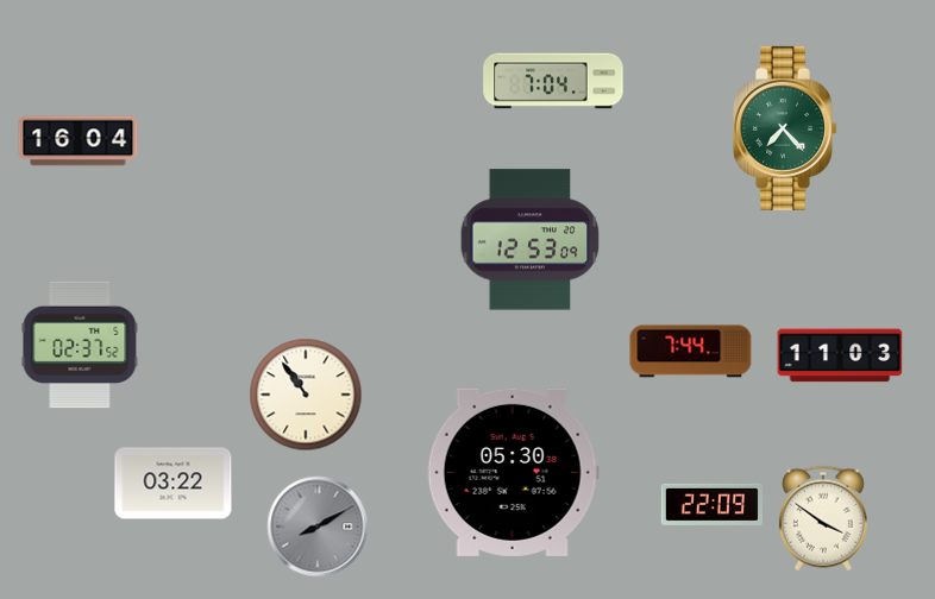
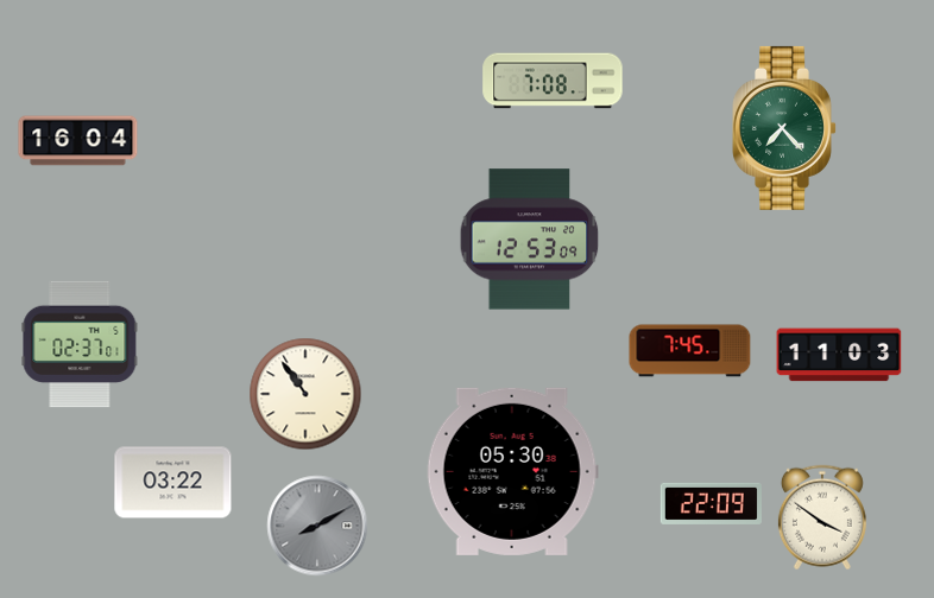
clock at (553, 81): 7:04 -> 7:08
clock at (80, 345): 02:37:52 -> 02:37:01
clock at (691, 352): 7:44 -> 7:45
